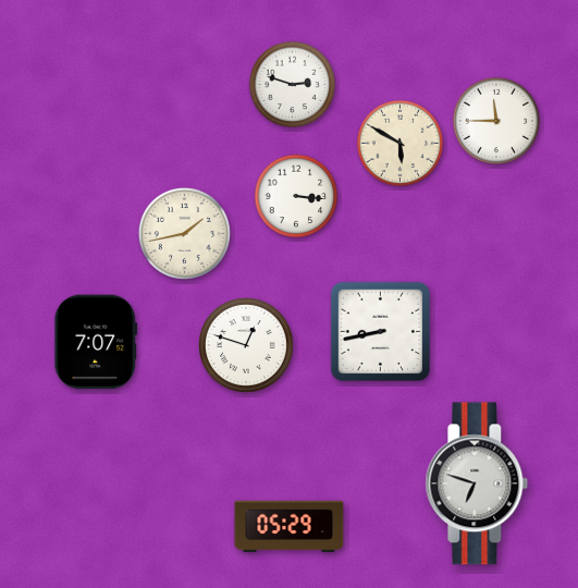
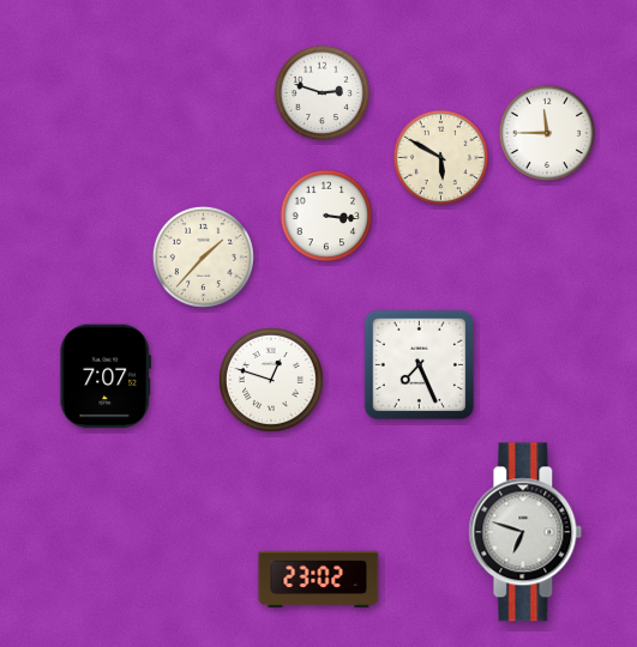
clock at (184, 233): 1:43 -> 1:37
clock at (381, 332): 8:43 -> 7:26
clock at (290, 527): 05:29 -> 23:02
